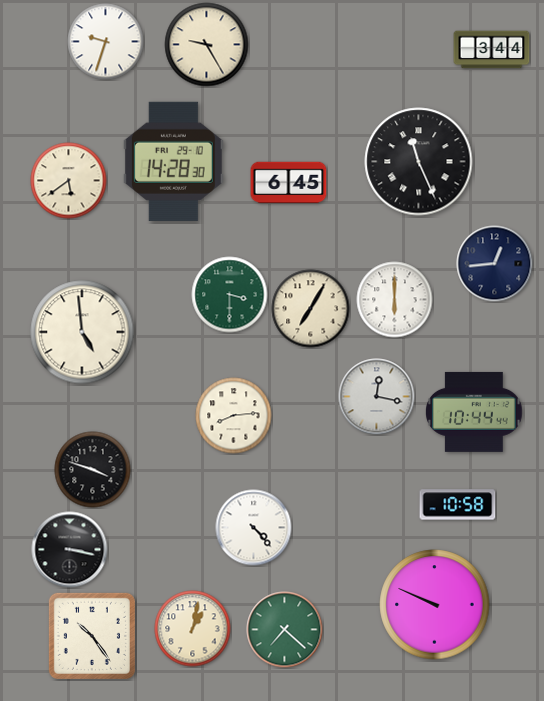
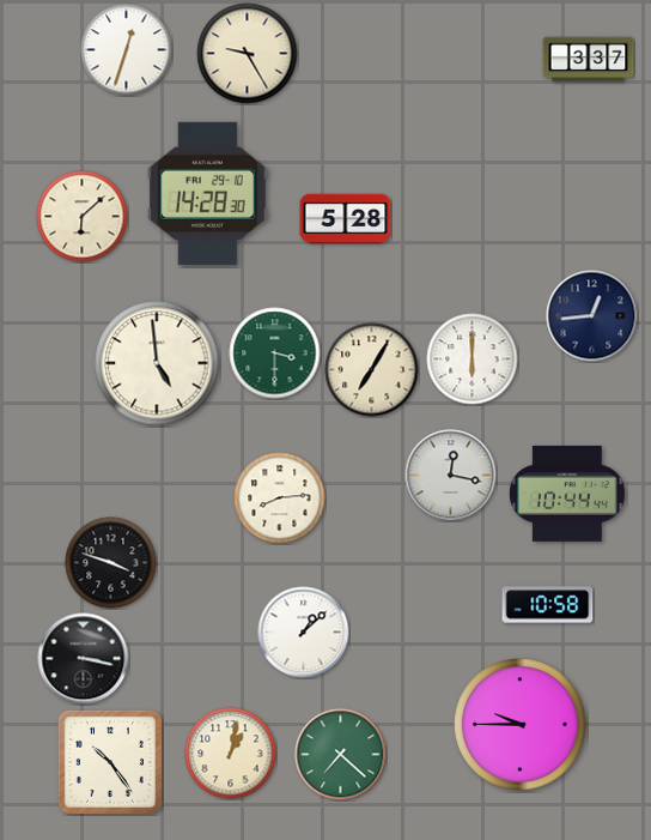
clock at (106, 42): 9:33 -> 12:33
clock at (492, 50): 3:44 -> 3:37
clock at (419, 162): 11:26 -> none
clock at (69, 181): 5:39 -> 6:08
clock at (289, 183): 6:45 -> 5:28
clock at (82, 332) position: (82, 332) -> (157, 363)
clock at (254, 528): 4:23 -> 1:08
clock at (435, 605): 9:49 -> 9:45
